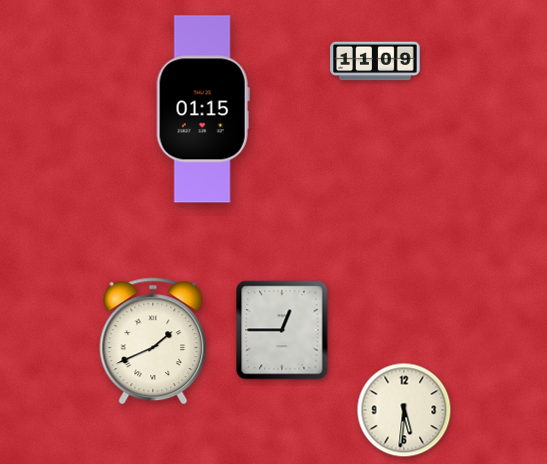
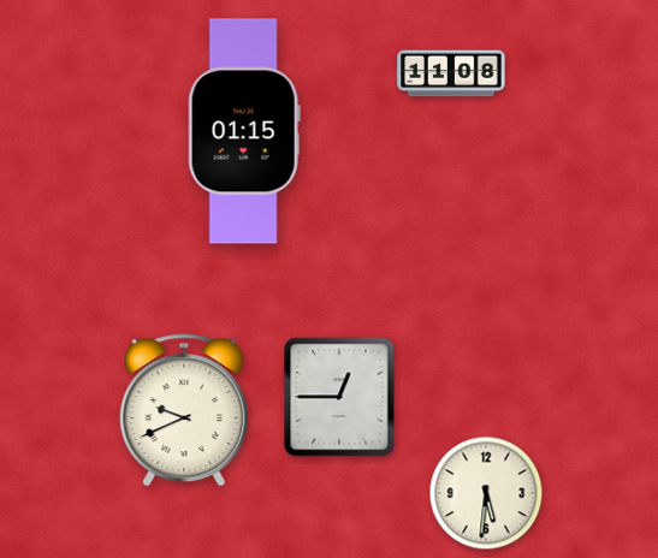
clock at (375, 61): 11:09 -> 11:08
clock at (153, 341): 1:41 -> 9:41
